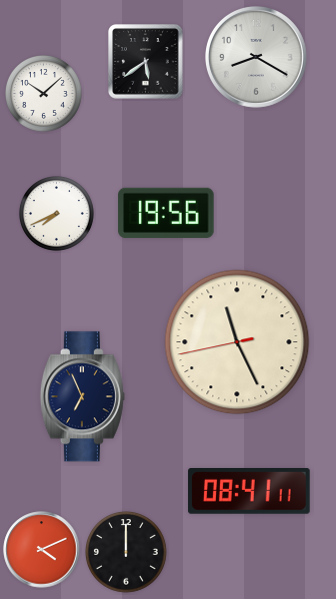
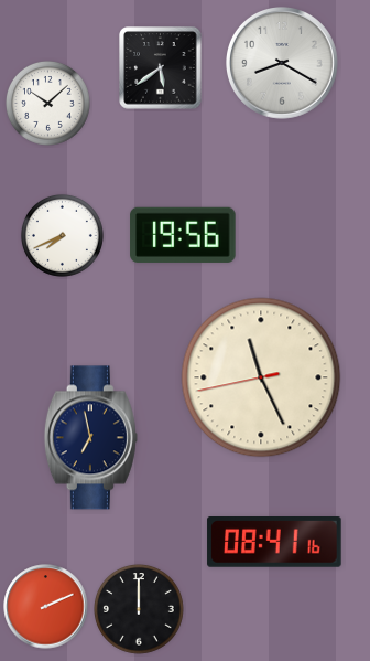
clock at (82, 397): 6:56 -> 6:58
clock at (249, 492): 08:41:11 -> 08:41:16
clock at (42, 550): 4:11 -> 2:11
